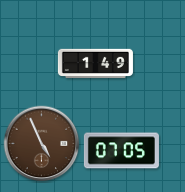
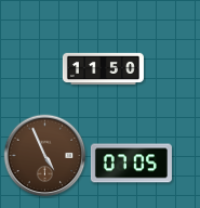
clock at (95, 64): 1:49 -> 11:50
